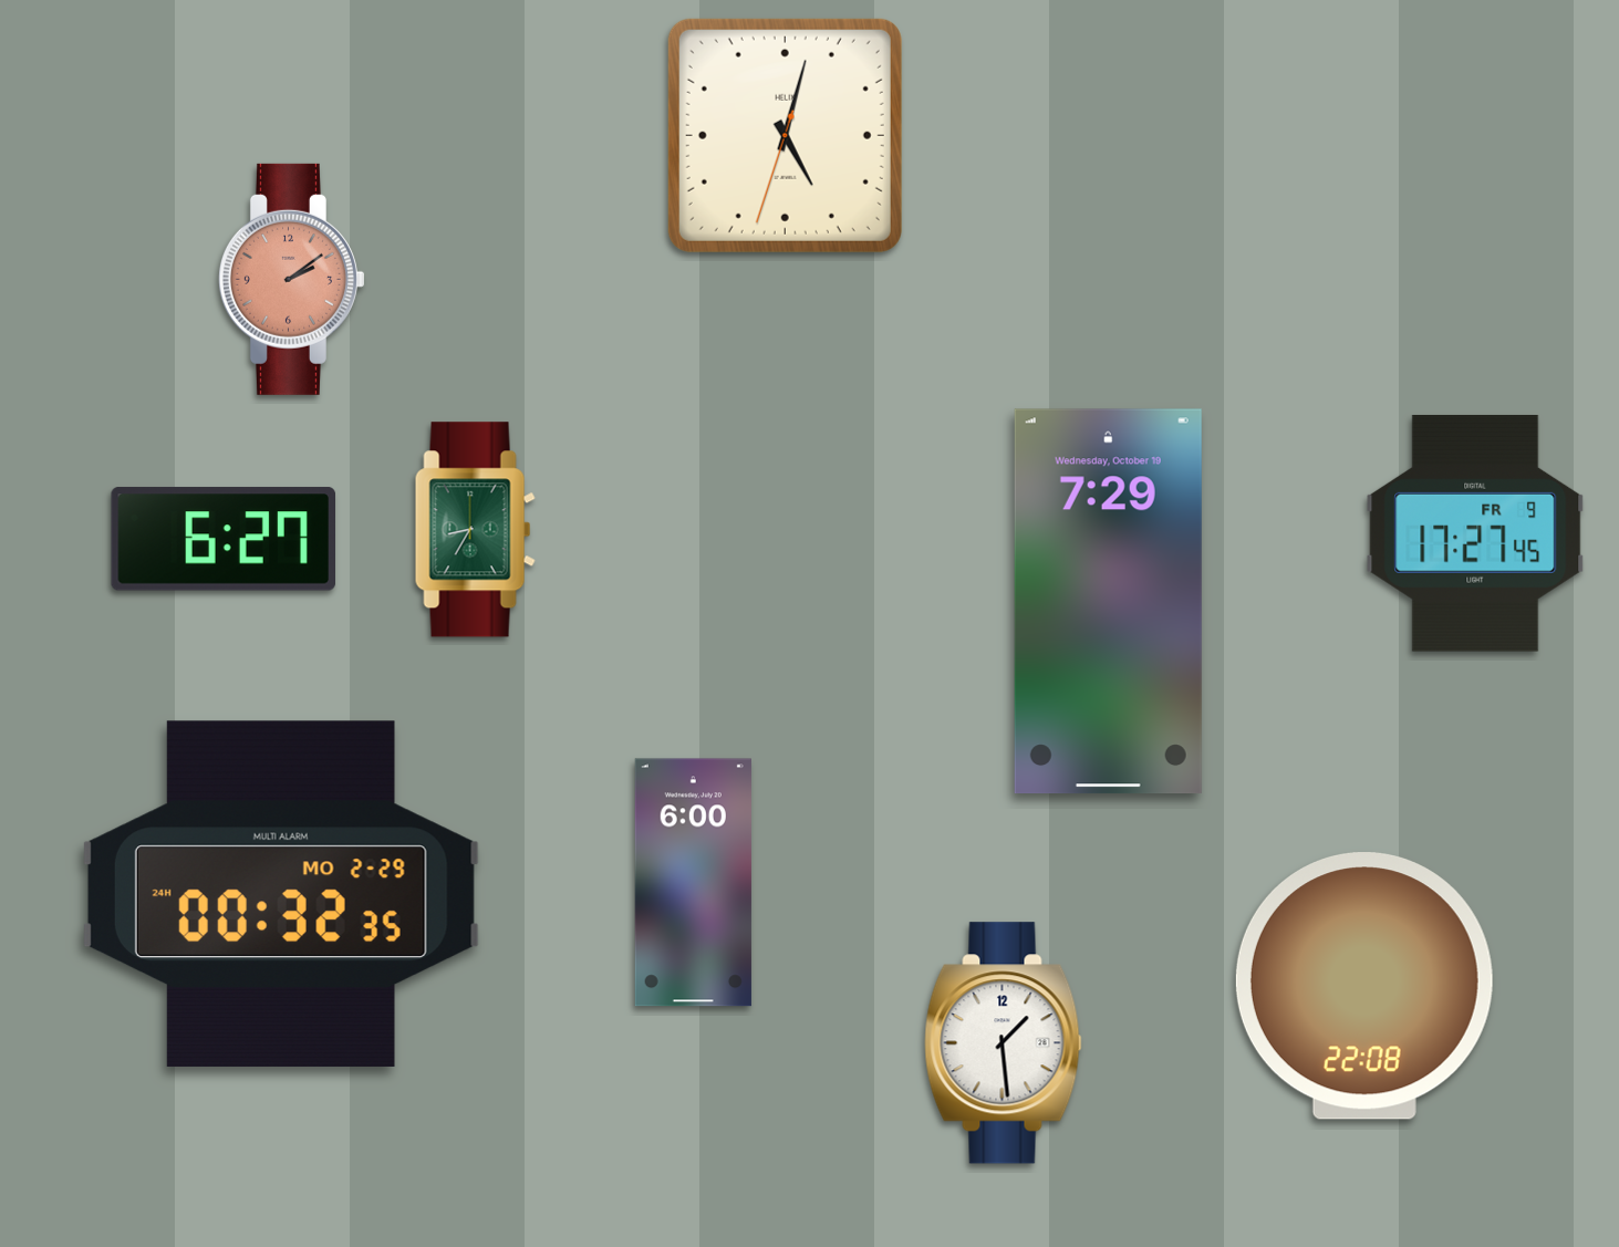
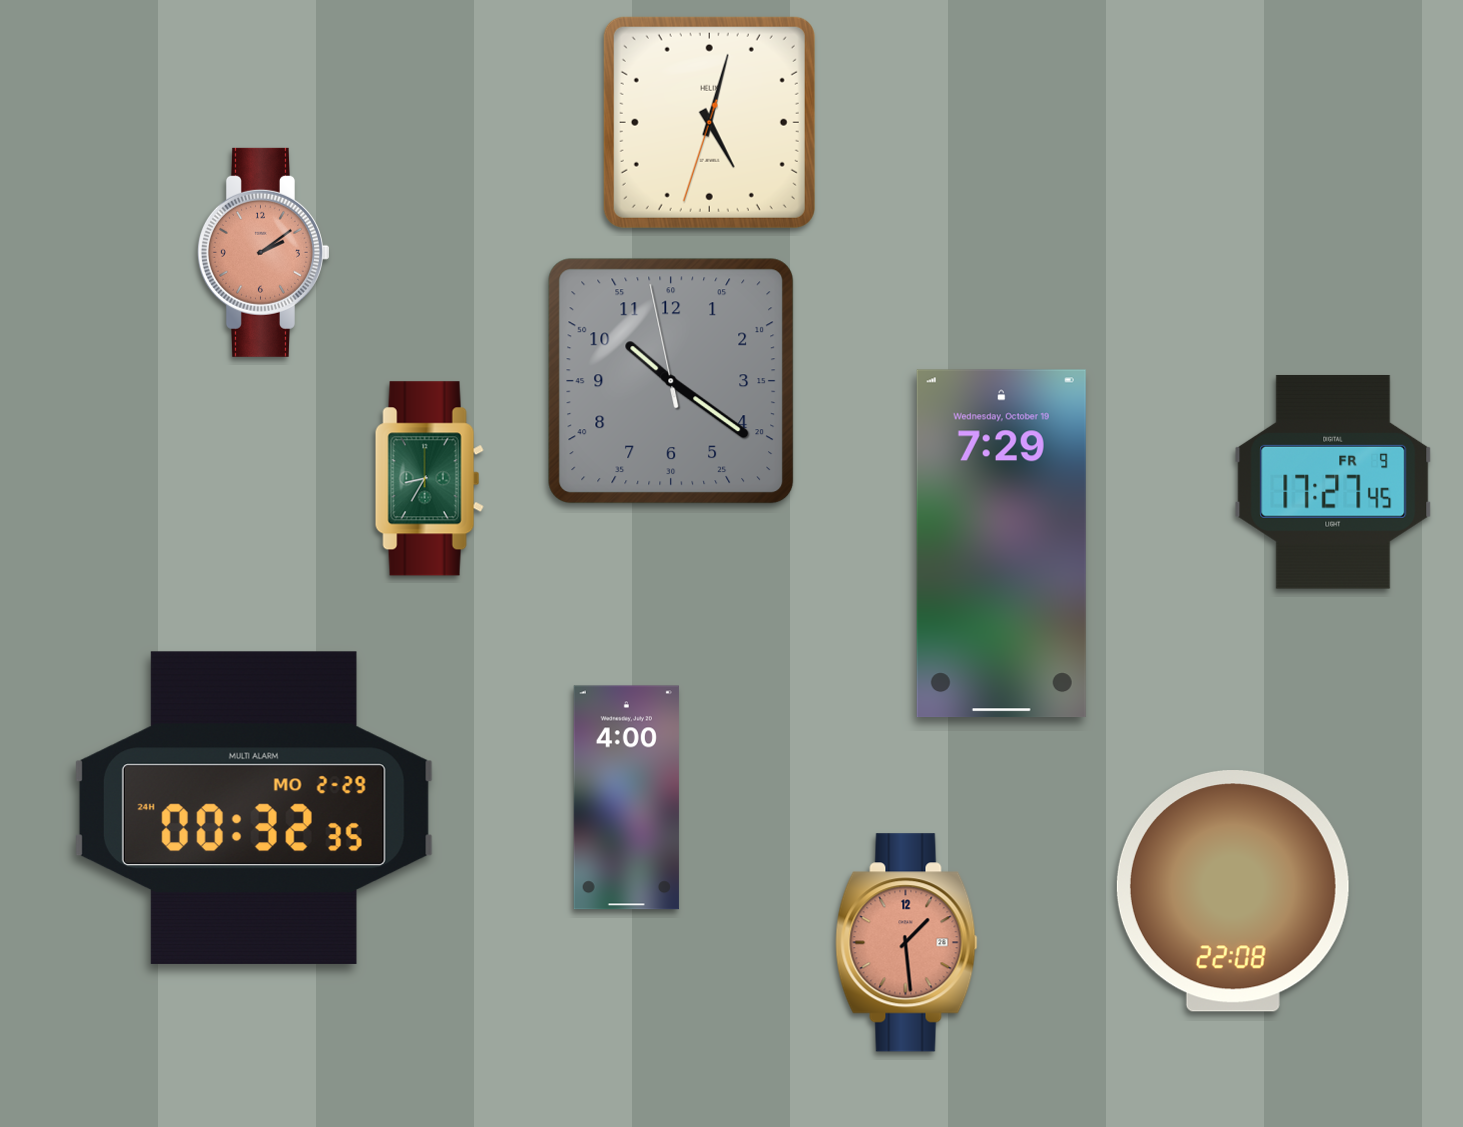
clock at (671, 381): none -> 10:20
clock at (222, 540): 6:27 -> none
clock at (693, 883): 6:00 -> 4:00
clock at (1004, 1043) dial: white -> salmon
